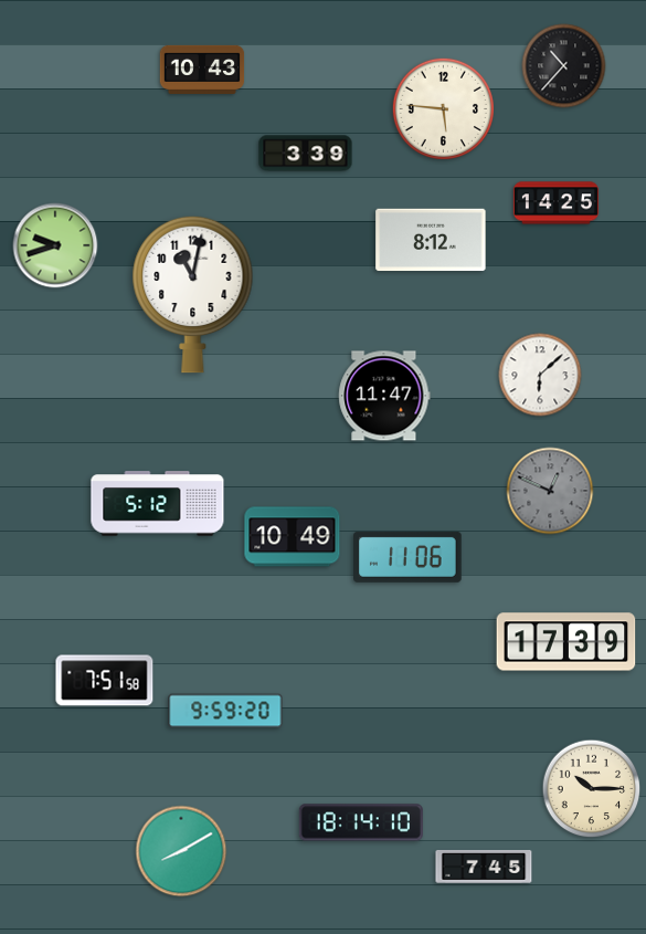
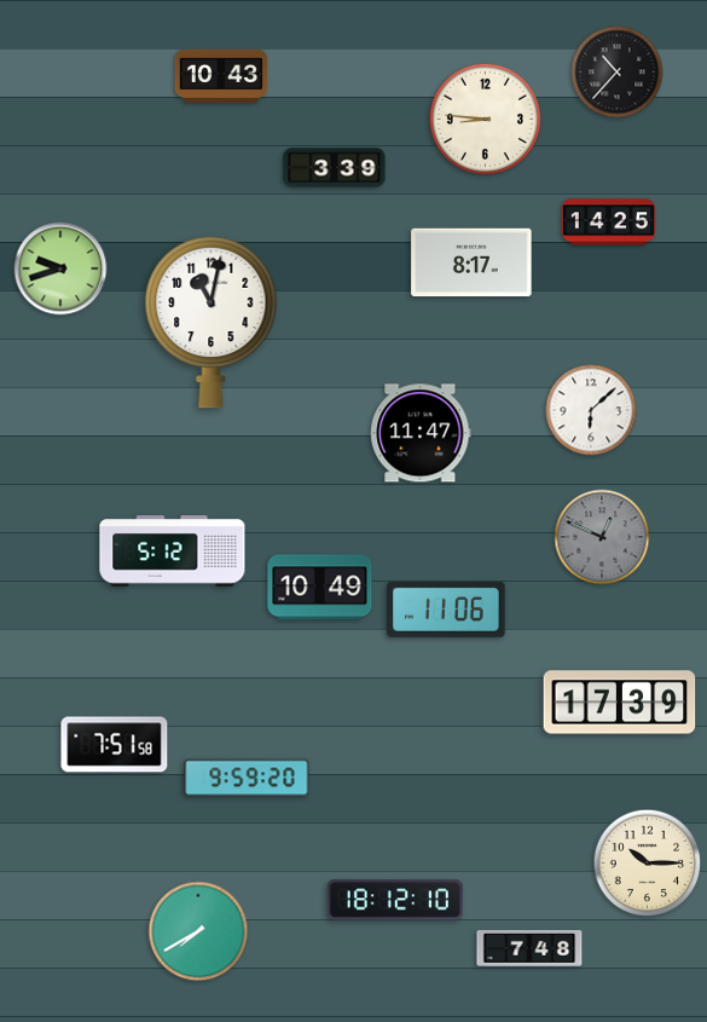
clock at (443, 108): 5:46 -> 8:46
clock at (431, 240): 8:12 -> 8:17
clock at (361, 822): 18:14 -> 18:12
clock at (181, 851): 8:10 -> 7:40
clock at (484, 867): 7:45 -> 7:48
